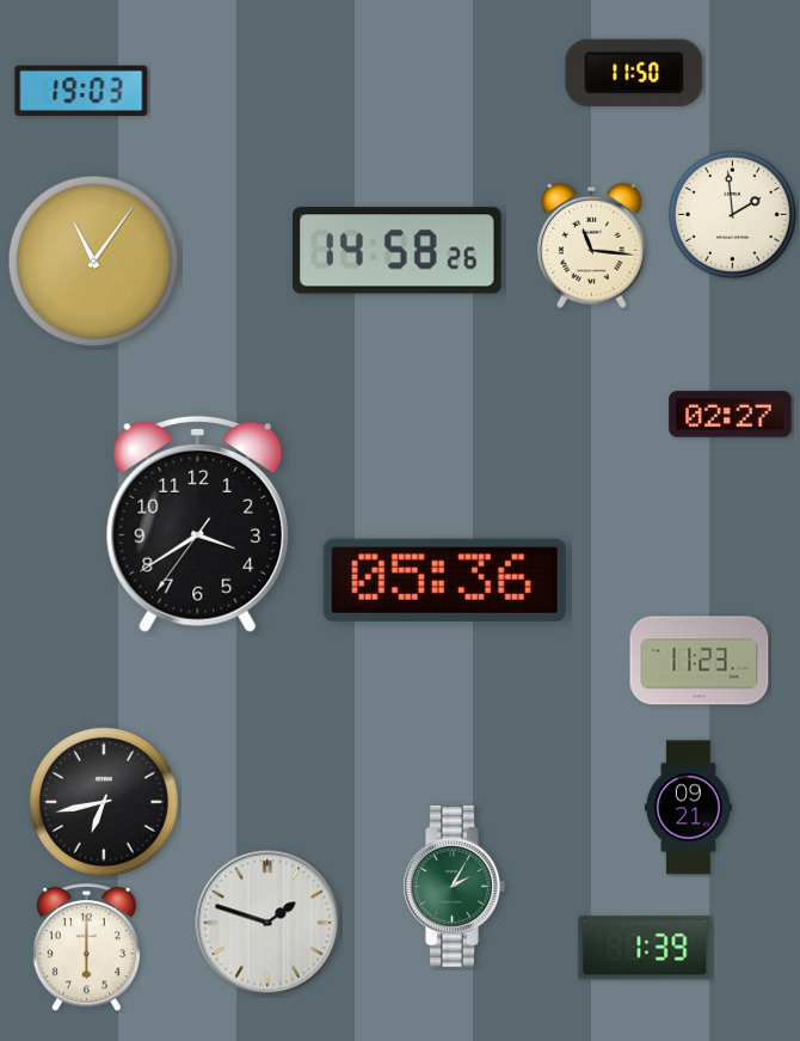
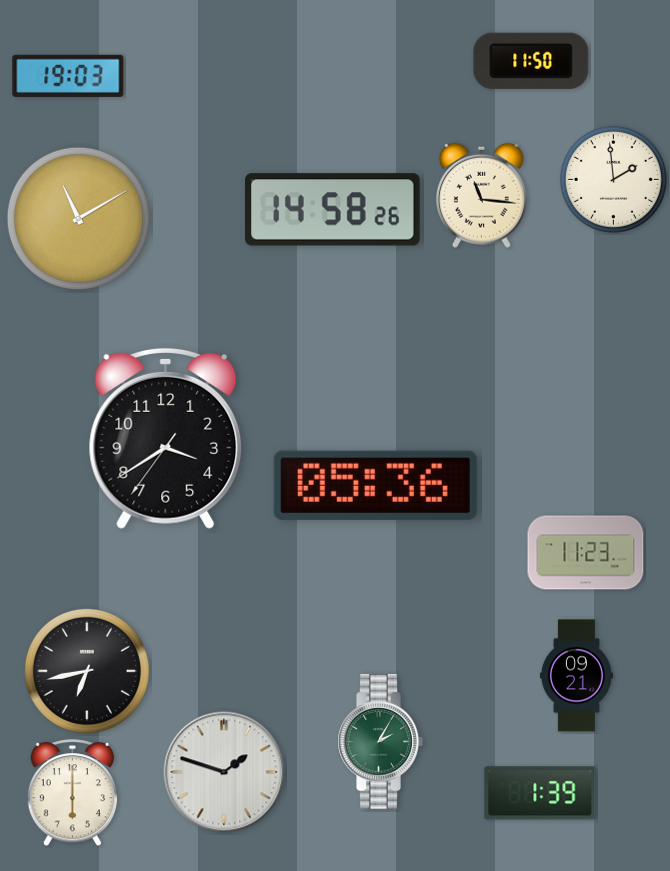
clock at (591, 245) position: (591, 245) -> (481, 195)
clock at (93, 261): 11:06 -> 11:10
clock at (731, 415): 02:27 -> none
clock at (444, 580) position: (444, 580) -> (375, 485)
